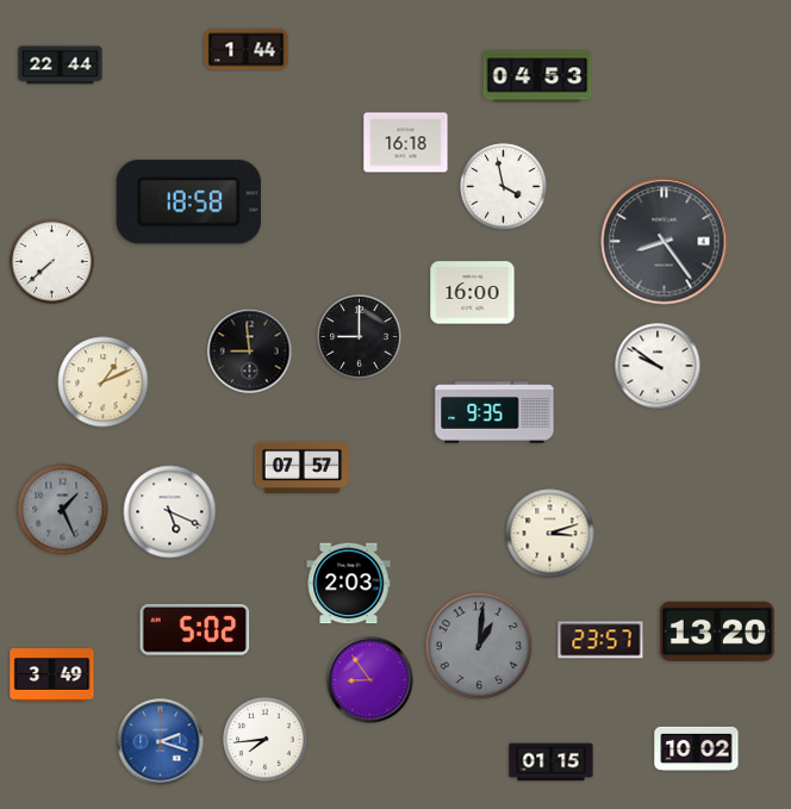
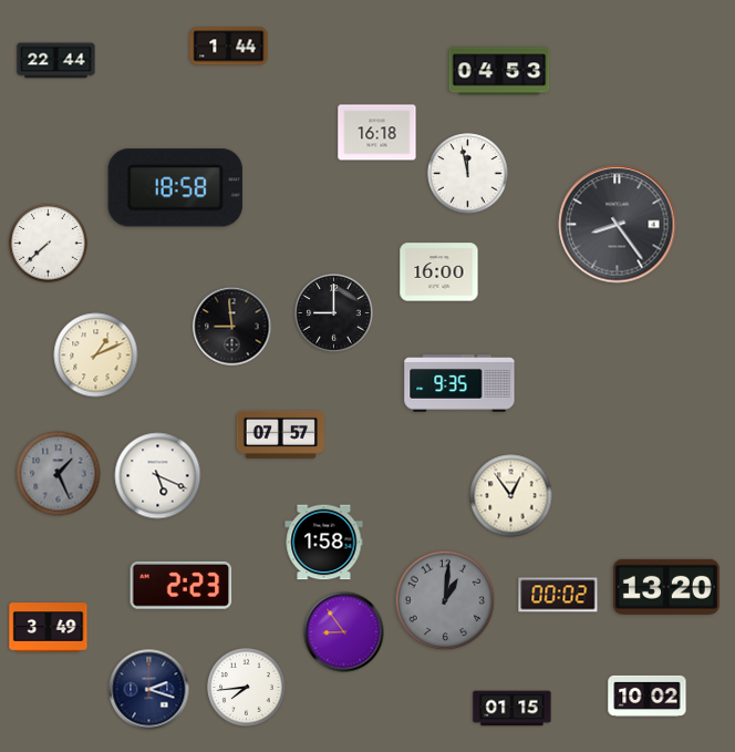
clock at (504, 187): 3:58 -> 11:58
clock at (658, 366): 9:51 -> none
clock at (550, 534): 3:12 -> 12:54
clock at (349, 584): 2:03 -> 1:58
clock at (195, 629): 5:02 -> 2:23
clock at (600, 640): 23:57 -> 00:02
clock at (161, 742) dial: blue -> navy
